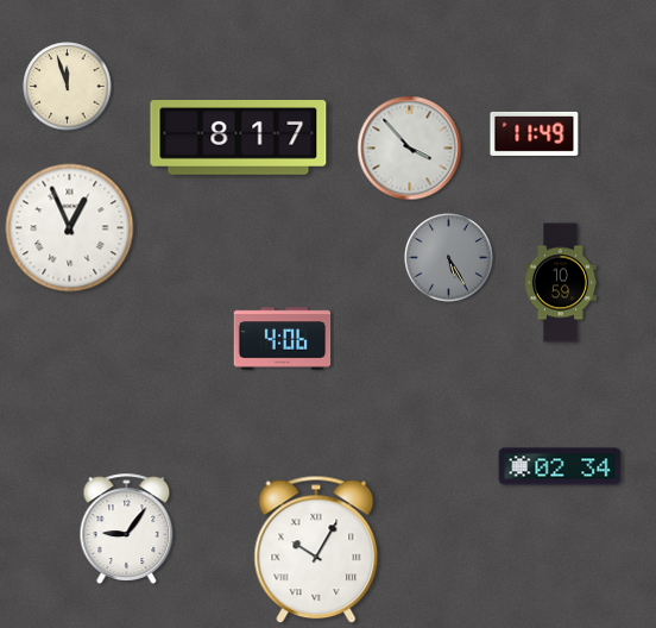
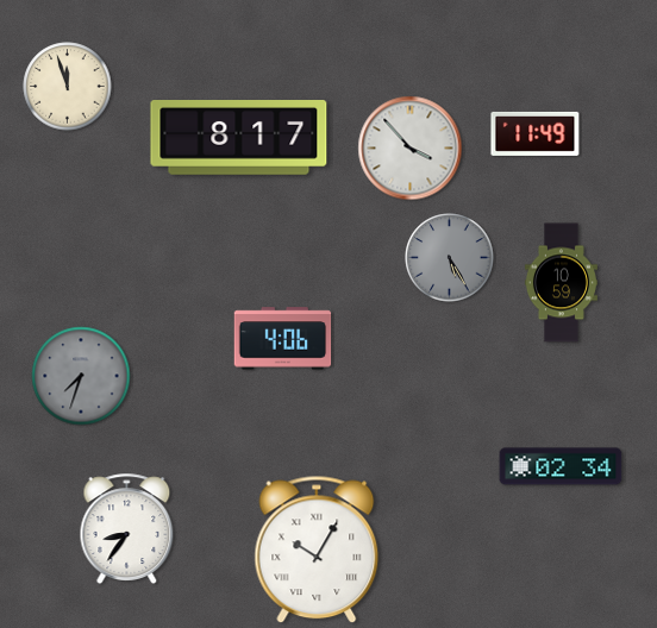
clock at (70, 228): 12:56 -> none
clock at (81, 376): none -> 7:33
clock at (127, 528): 9:06 -> 8:36
